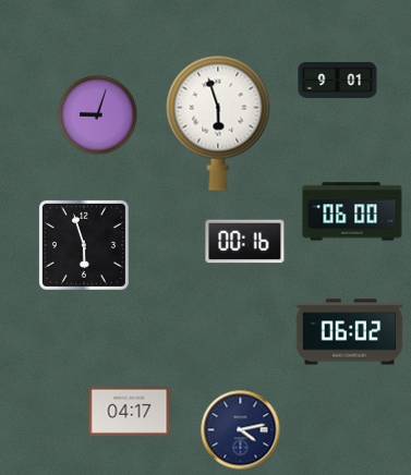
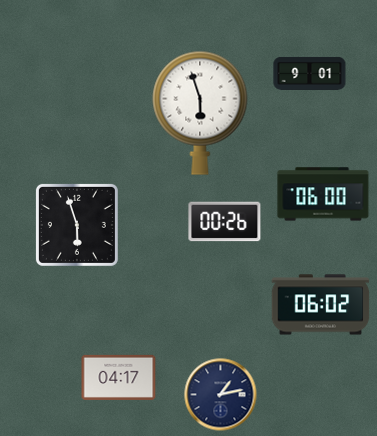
clock at (98, 115): 9:03 -> none
clock at (245, 242): 00:16 -> 00:26
clock at (241, 430): 4:13 -> 1:13
